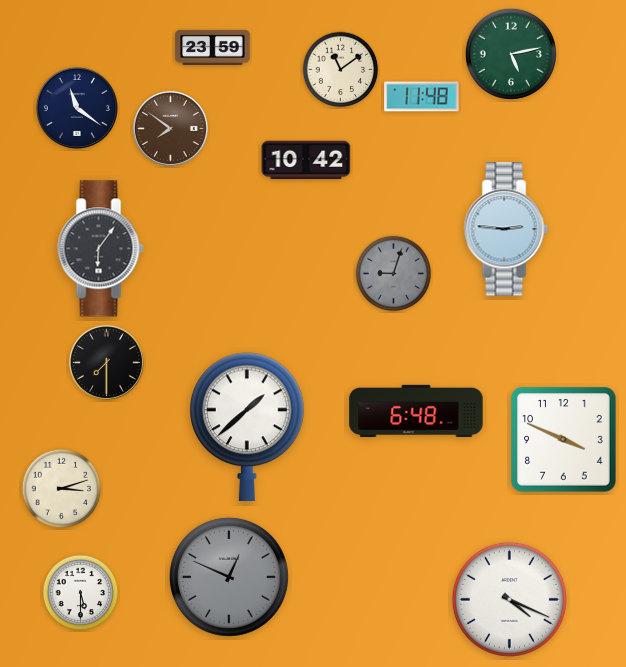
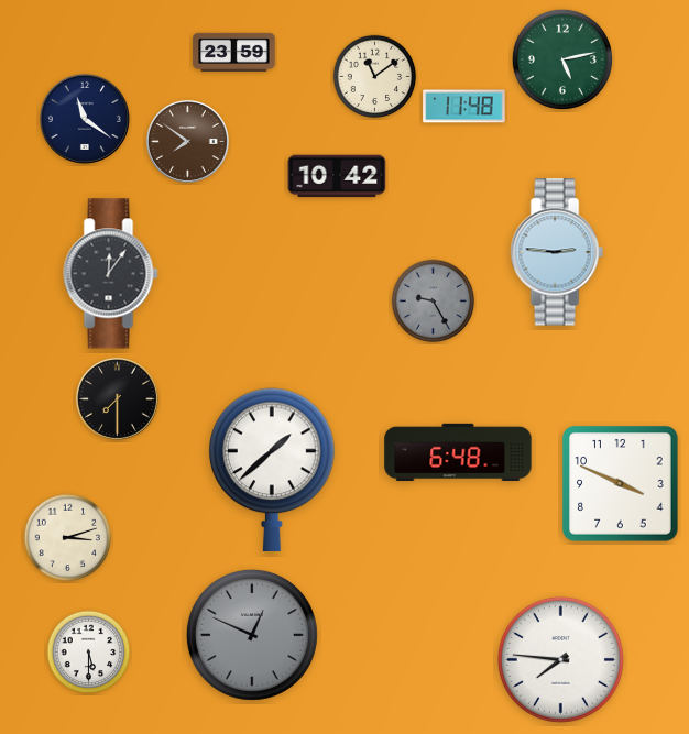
clock at (101, 249): 6:06 -> 12:06
clock at (394, 274): 9:03 -> 9:25
clock at (509, 599): 4:19 -> 7:46
